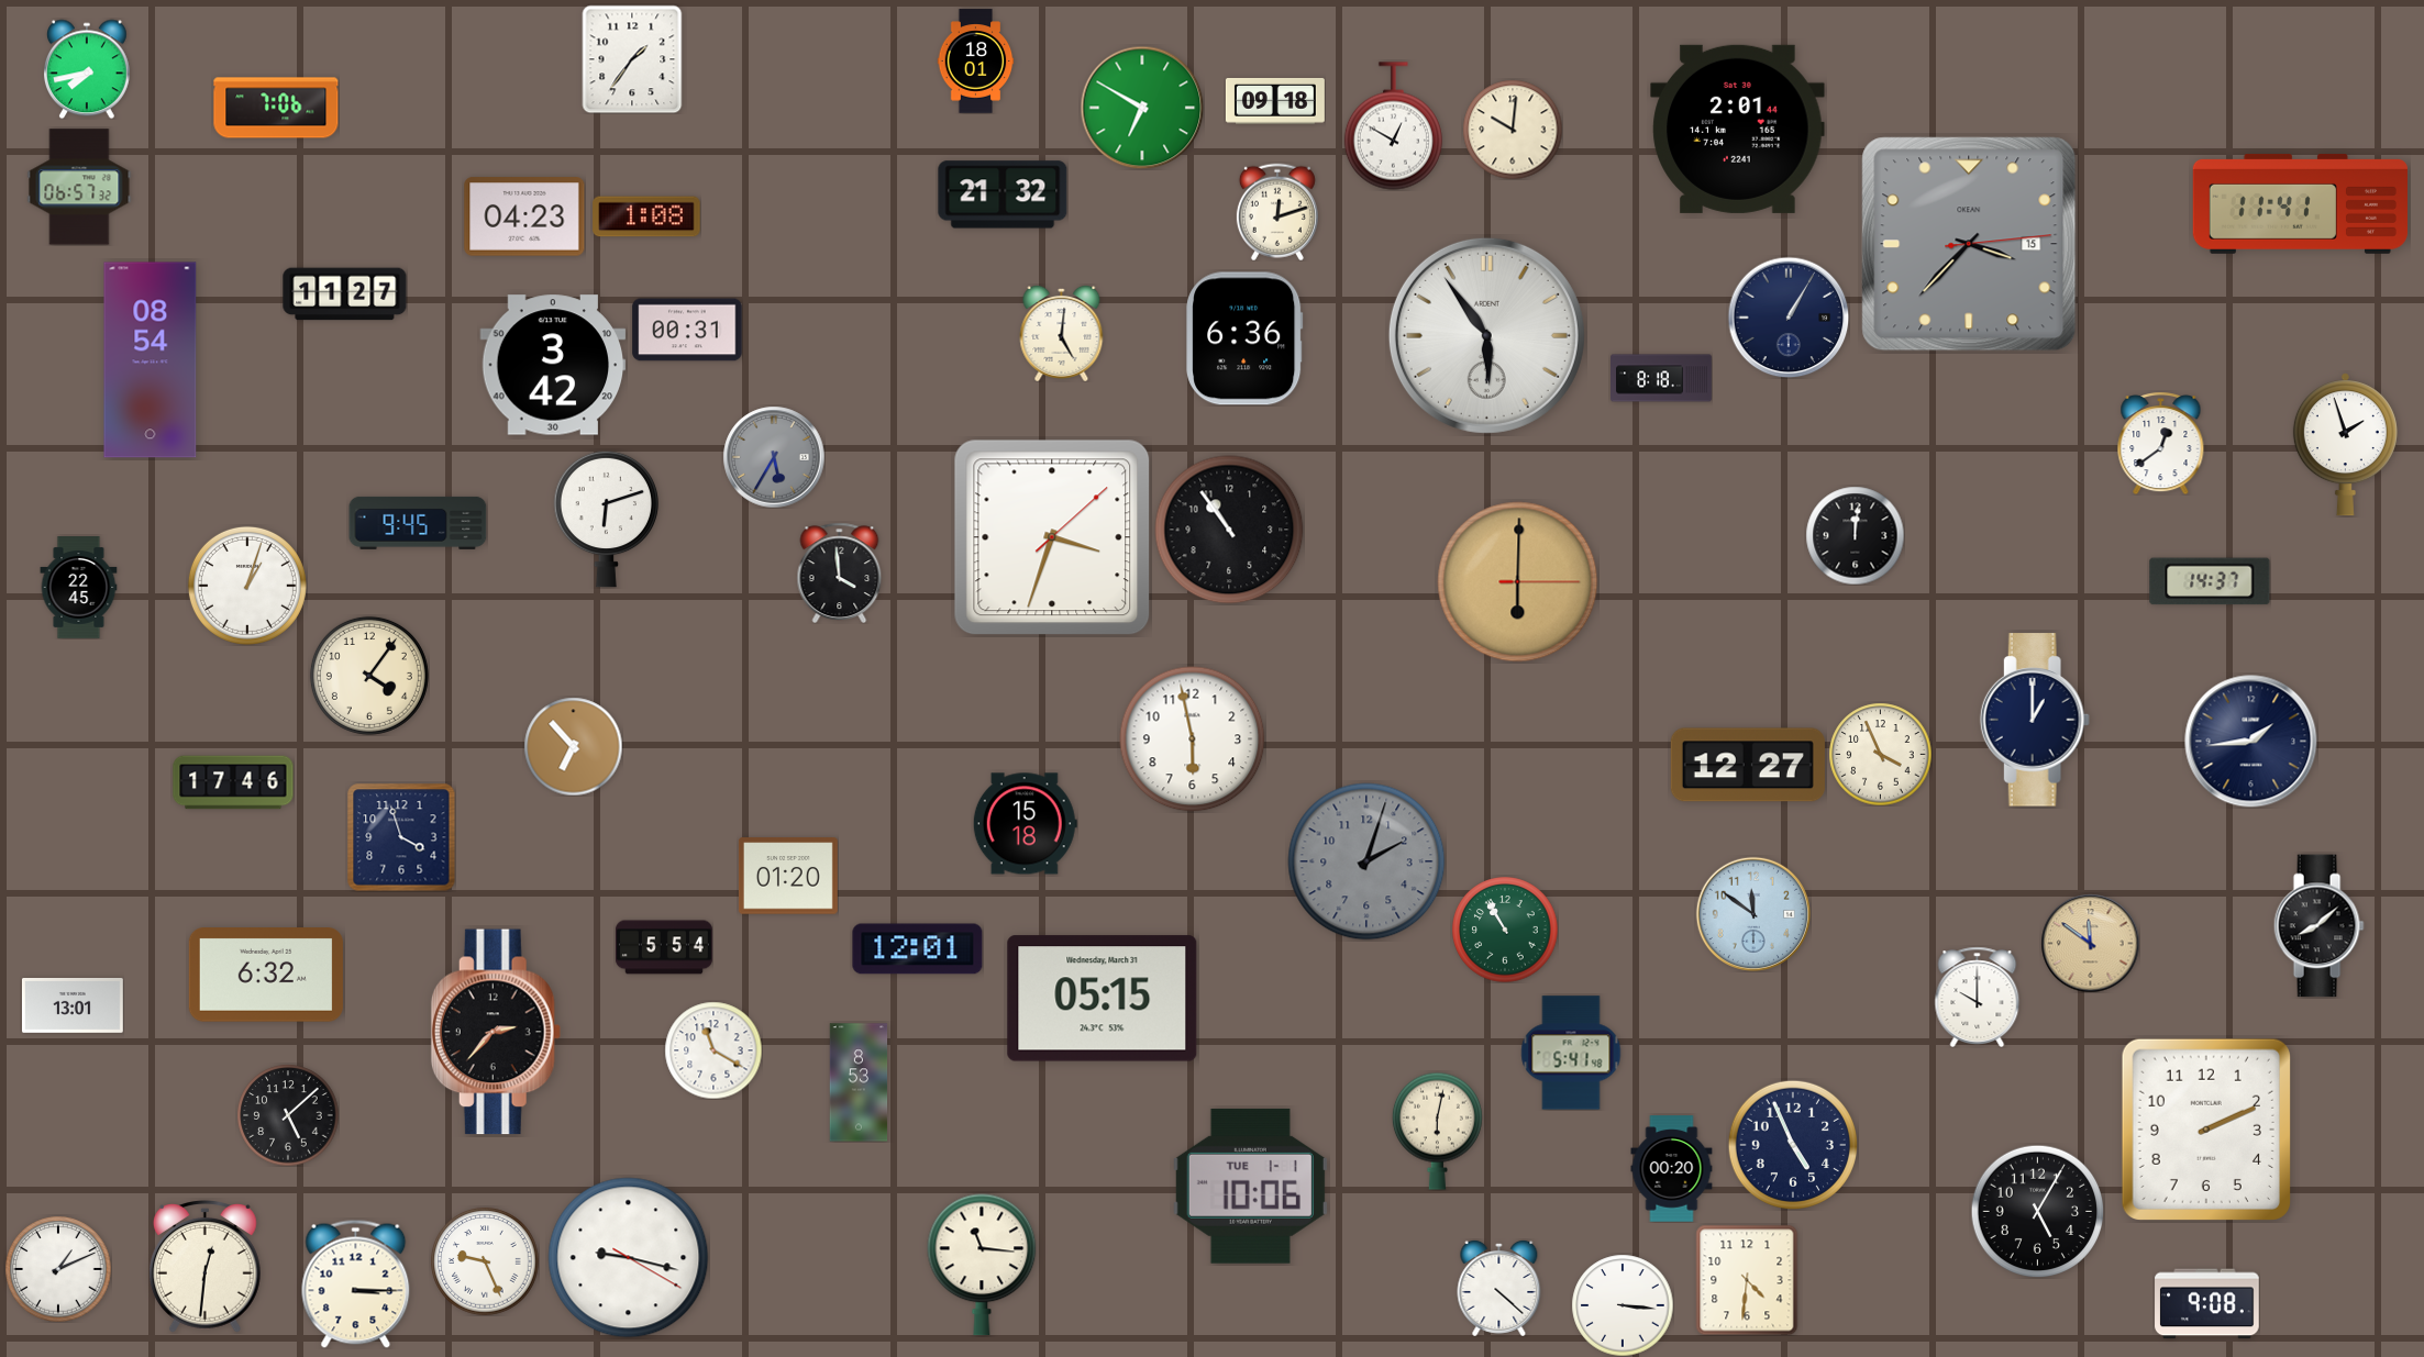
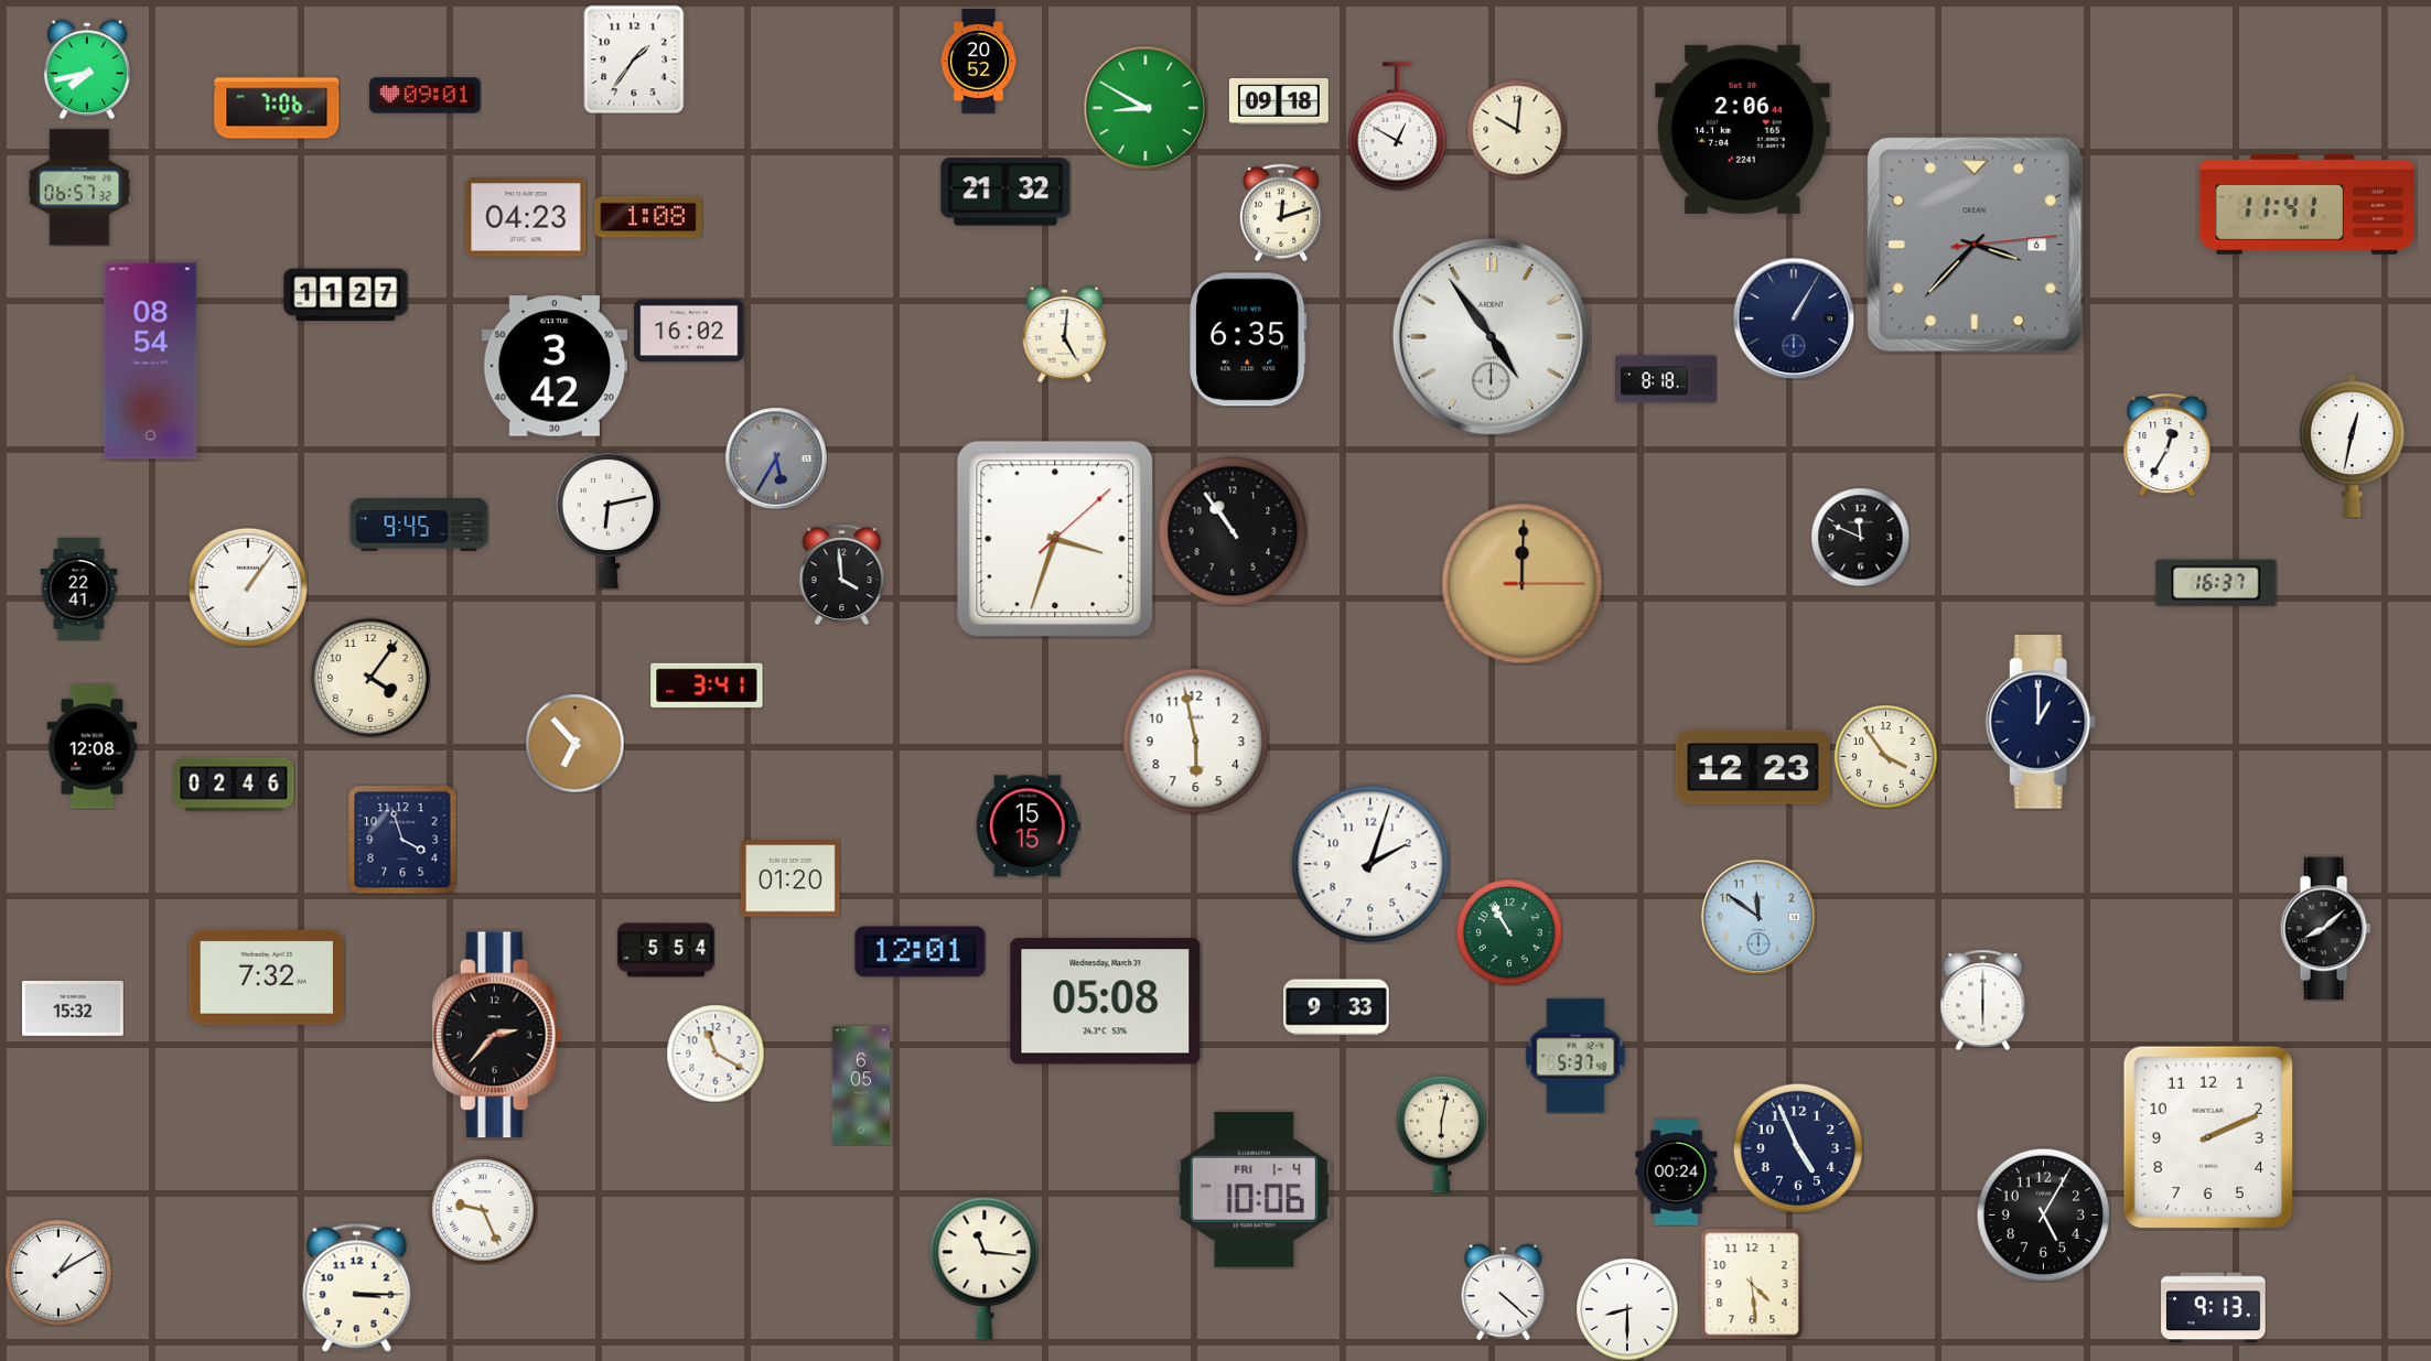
clock at (976, 62): 18:01 -> 20:52
clock at (426, 96): none -> 09:01
clock at (1142, 108): 6:50 -> 8:50
clock at (1738, 129): 2:01 -> 2:06
clock at (1003, 194) position: (1003, 194) -> (1005, 192)
clock at (1969, 244) date: 15 -> 6
clock at (687, 330): 00:31 -> 16:02
clock at (1486, 335): 5:54 -> 4:54
clock at (1244, 338): 6:36 -> 6:35
clock at (2161, 444): 12:39 -> 12:35
clock at (2345, 445): 1:57 -> 12:32
clock at (607, 519): 6:12 -> 6:13
clock at (1855, 535): 12:01 -> 11:49
clock at (2210, 581): 14:37 -> 16:37
clock at (1518, 582): 6:00 -> 12:00
clock at (247, 586): 1:03 -> 1:06
clock at (79, 588): 22:45 -> 22:41
clock at (707, 685): none -> 3:41
clock at (2251, 742): 1:44 -> none
clock at (93, 747): none -> 12:08
clock at (573, 746) position: (573, 746) -> (574, 743)
clock at (1880, 754): 3:56 -> 3:54
clock at (1748, 765): 12:27 -> 12:23
clock at (233, 782): 17:46 -> 02:46
clock at (1025, 824): 15:18 -> 15:15
clock at (1366, 861) dial: grey -> white
clock at (2090, 943): 11:51 -> none
clock at (266, 975): 6:32 -> 7:32
clock at (1978, 997): 10:00 -> 6:00
clock at (1103, 999): 05:15 -> 05:08
clock at (1336, 1007): none -> 9:33
clock at (74, 1006): 13:01 -> 15:32
clock at (1571, 1053): 5:41 -> 5:37
clock at (859, 1082): 8:53 -> 6:05
clock at (288, 1115): 5:08 -> none
clock at (2206, 1130) position: (2206, 1130) -> (2208, 1137)
clock at (1672, 1169): 00:20 -> 00:24
clock at (1250, 1186) date: TUE 1-1 -> FRI 1-4
clock at (629, 1258): 9:17 -> none
clock at (485, 1261) position: (485, 1261) -> (483, 1210)
clock at (204, 1267): 12:31 -> none
clock at (58, 1269): 1:11 -> 1:10
clock at (1747, 1280): 4:31 -> 4:29
clock at (2207, 1304): 9:08 -> 9:13
clock at (1623, 1305): 3:16 -> 8:30
